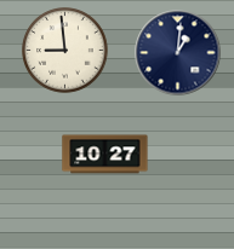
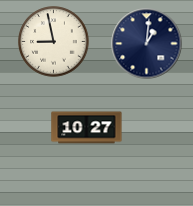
clock at (65, 51): 8:59 -> 8:58
